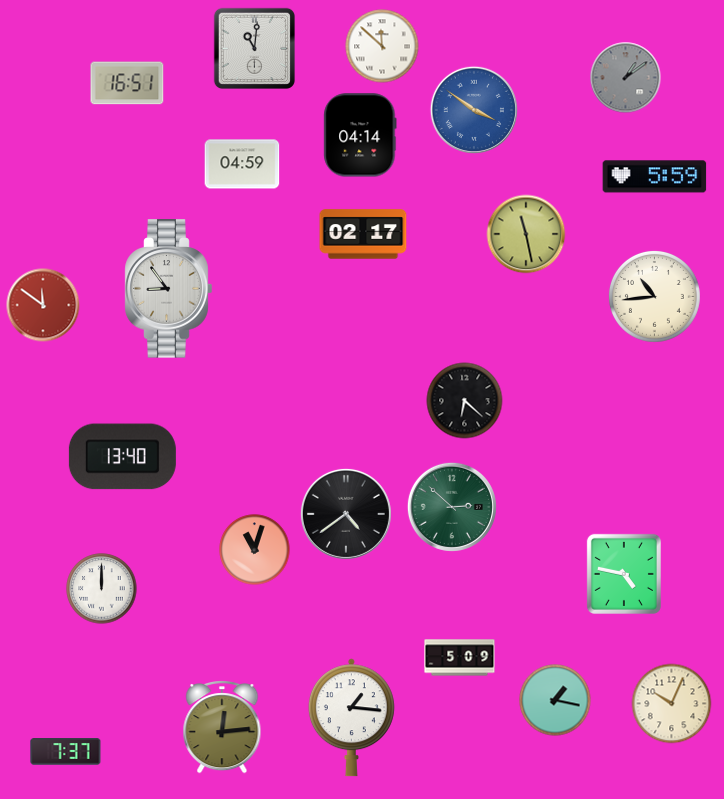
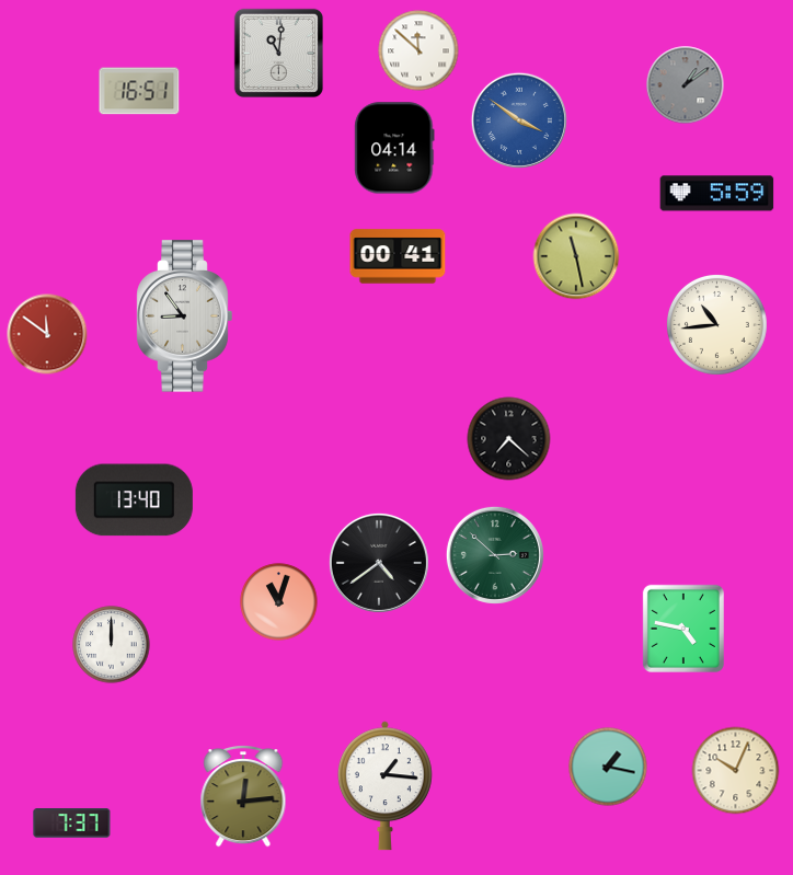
clock at (242, 164): 04:59 -> none
clock at (363, 234): 02:17 -> 00:41
clock at (465, 401): 6:22 -> 7:22
clock at (460, 658): 5:09 -> none
